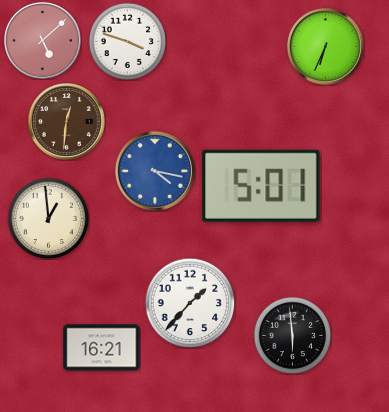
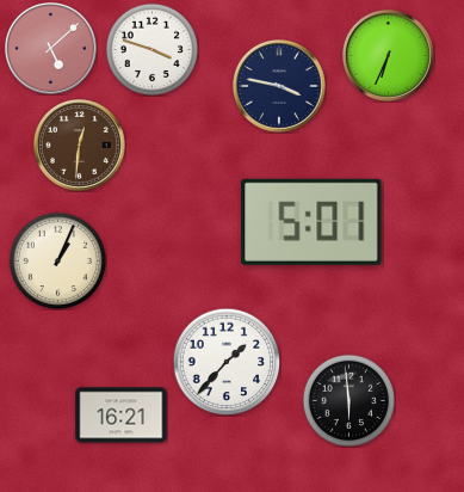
clock at (279, 86): none -> 3:47
clock at (155, 171): 4:17 -> none
clock at (48, 218): 12:59 -> 1:04
